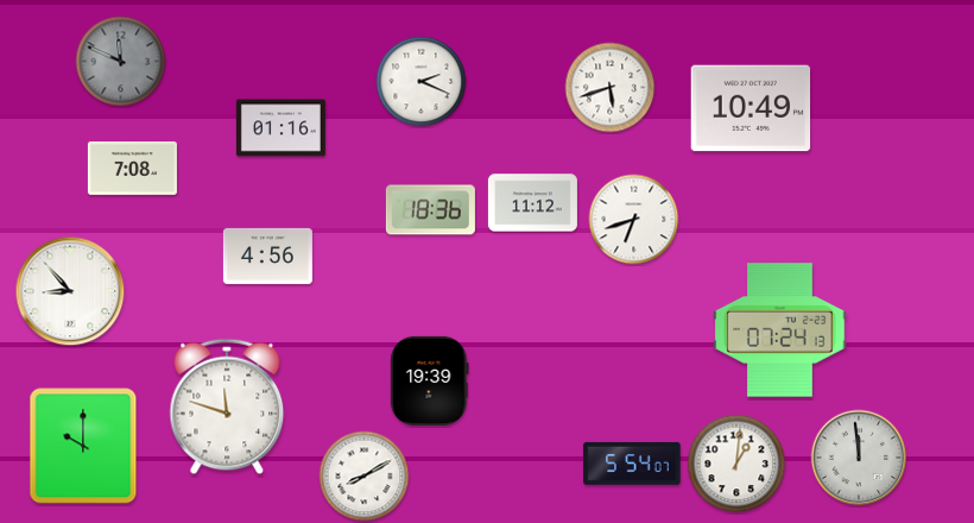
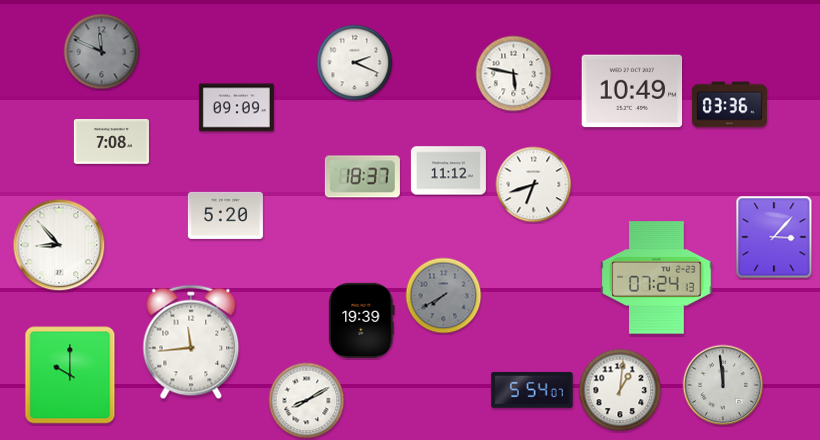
clock at (422, 82) position: (422, 82) -> (355, 63)
clock at (611, 88): 5:42 -> 5:47
clock at (729, 105): none -> 03:36
clock at (280, 128): 01:16 -> 09:09
clock at (430, 210): 18:36 -> 18:37
clock at (267, 256): 4:56 -> 5:20
clock at (774, 237): none -> 3:07
clock at (444, 296): none -> 7:40
clock at (227, 407): 11:48 -> 11:44
